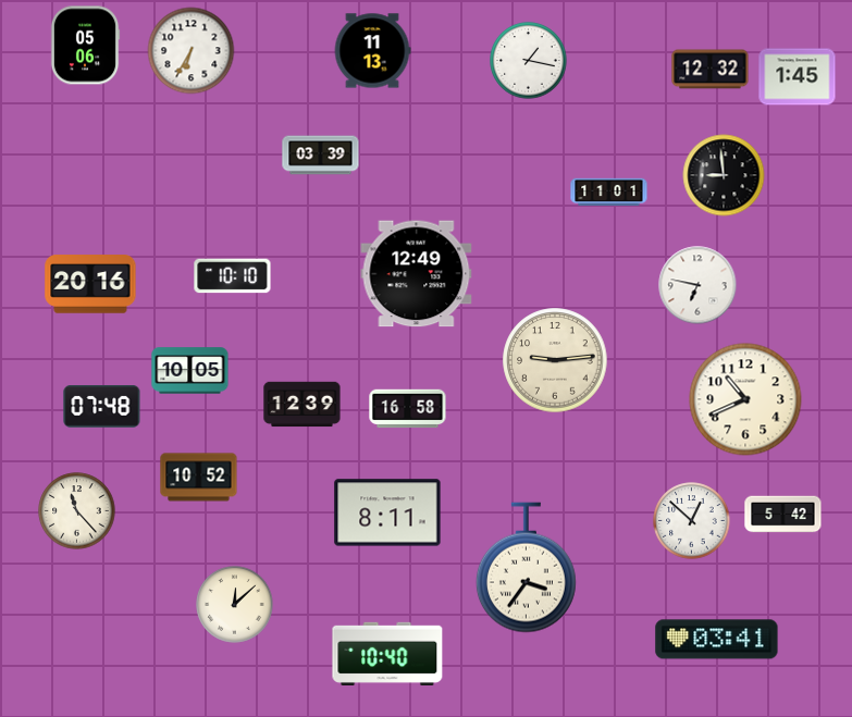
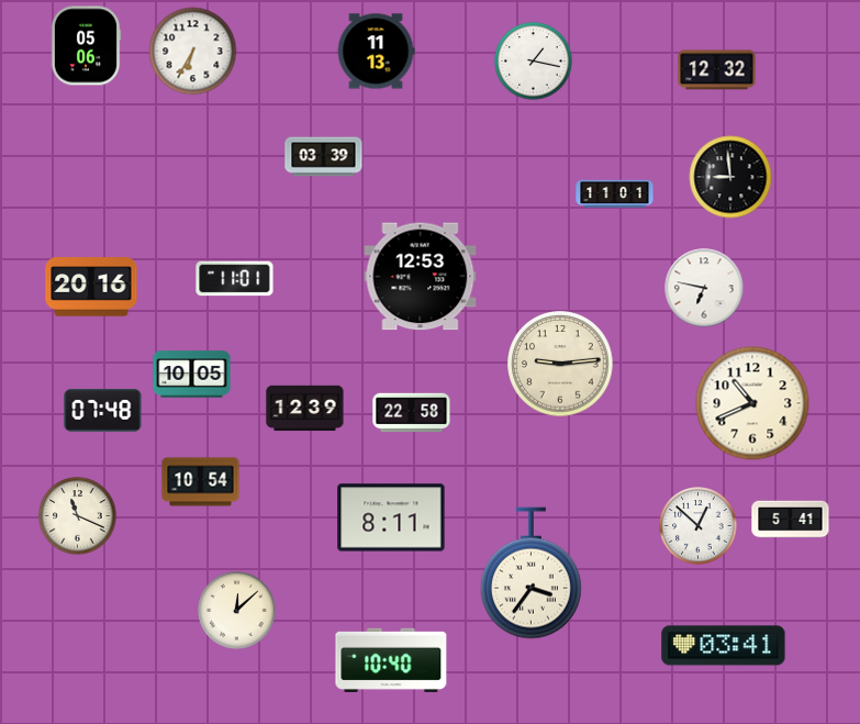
clock at (798, 77): 1:45 -> none
clock at (417, 274): 12:49 -> 12:53
clock at (233, 276): 10:10 -> 11:01
clock at (408, 409): 16:58 -> 22:58
clock at (199, 478): 10:52 -> 10:54
clock at (77, 511): 11:23 -> 11:19
clock at (783, 515): 5:42 -> 5:41
